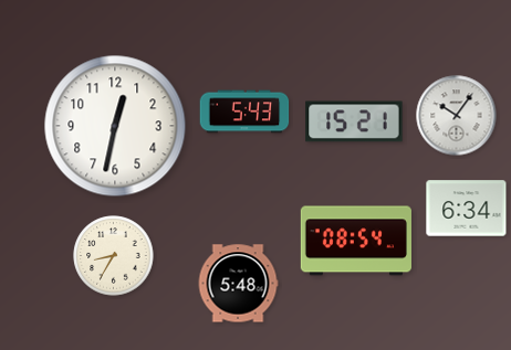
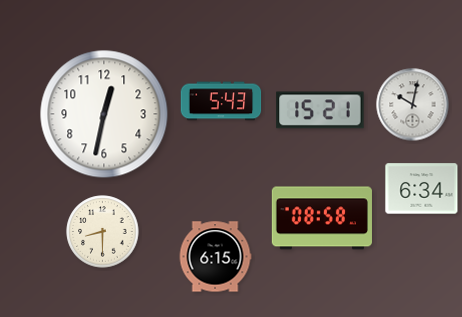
clock at (457, 116): 10:06 -> 10:02
clock at (356, 241): 08:54 -> 08:58
clock at (114, 256): 8:35 -> 8:30
clock at (238, 284): 5:48 -> 6:15
